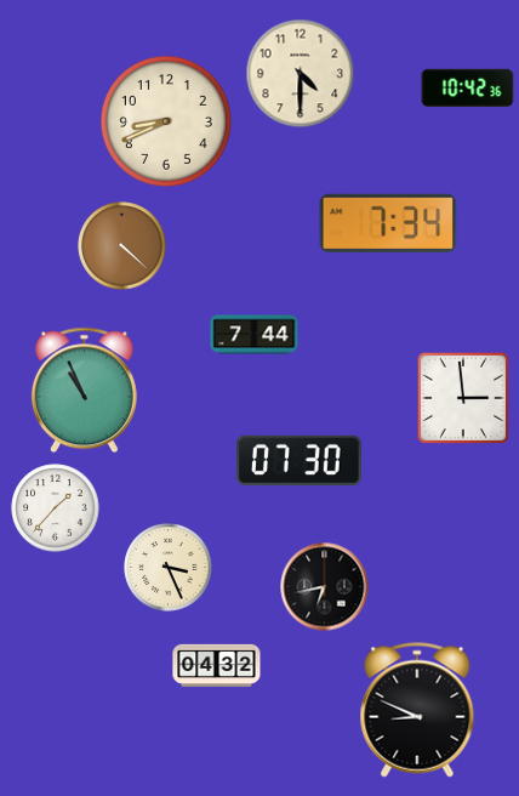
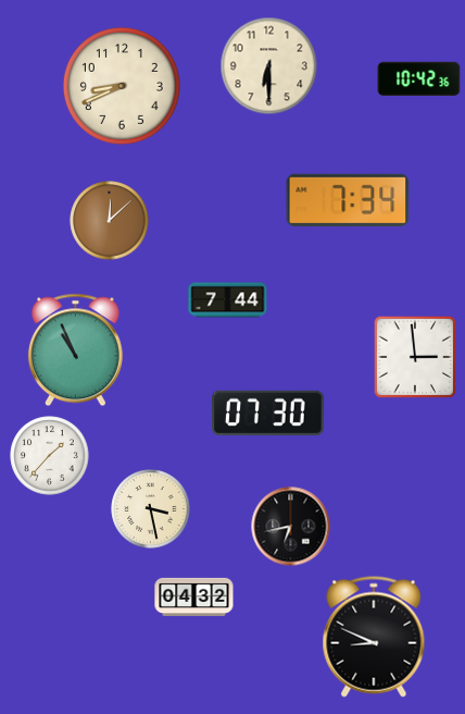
clock at (301, 74): 4:30 -> 6:30
clock at (166, 121) position: (166, 121) -> (122, 86)
clock at (122, 246): 4:22 -> 12:08
clock at (169, 568): 3:26 -> 3:28
